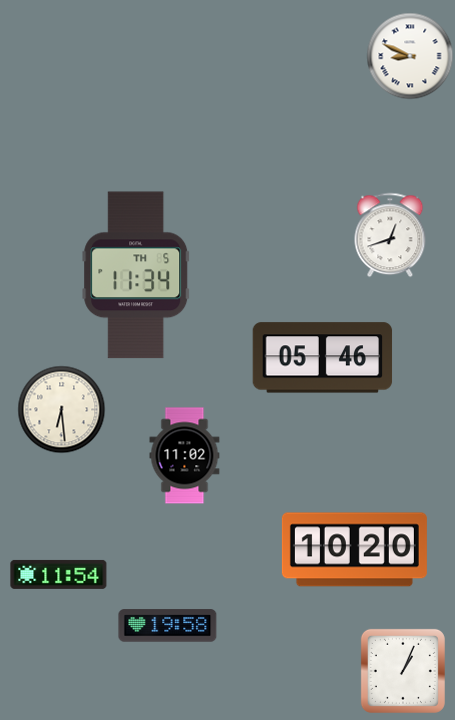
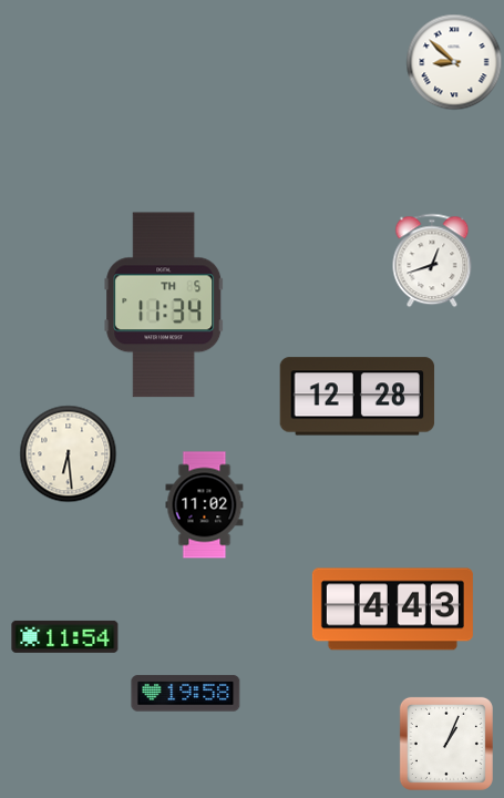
clock at (410, 56): 8:49 -> 8:52
clock at (136, 275) position: (136, 275) -> (164, 305)
clock at (323, 358): 05:46 -> 12:28
clock at (354, 550): 10:20 -> 4:43
